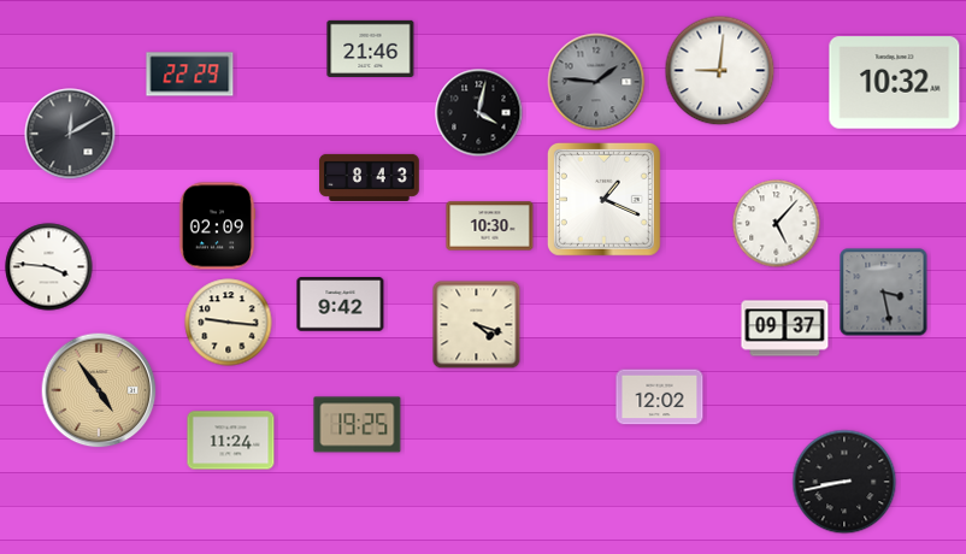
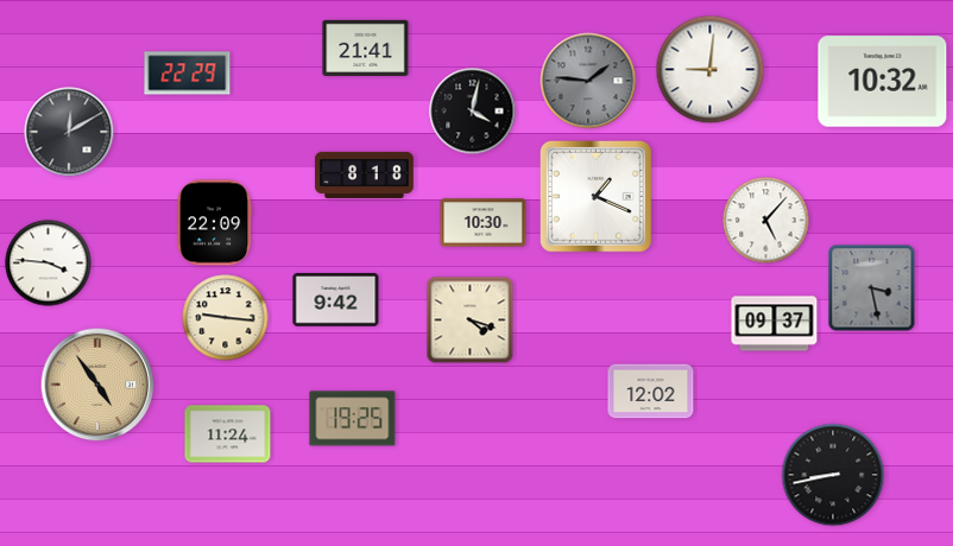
clock at (371, 48): 21:46 -> 21:41
clock at (370, 177): 8:43 -> 8:18
clock at (217, 226): 02:09 -> 22:09
